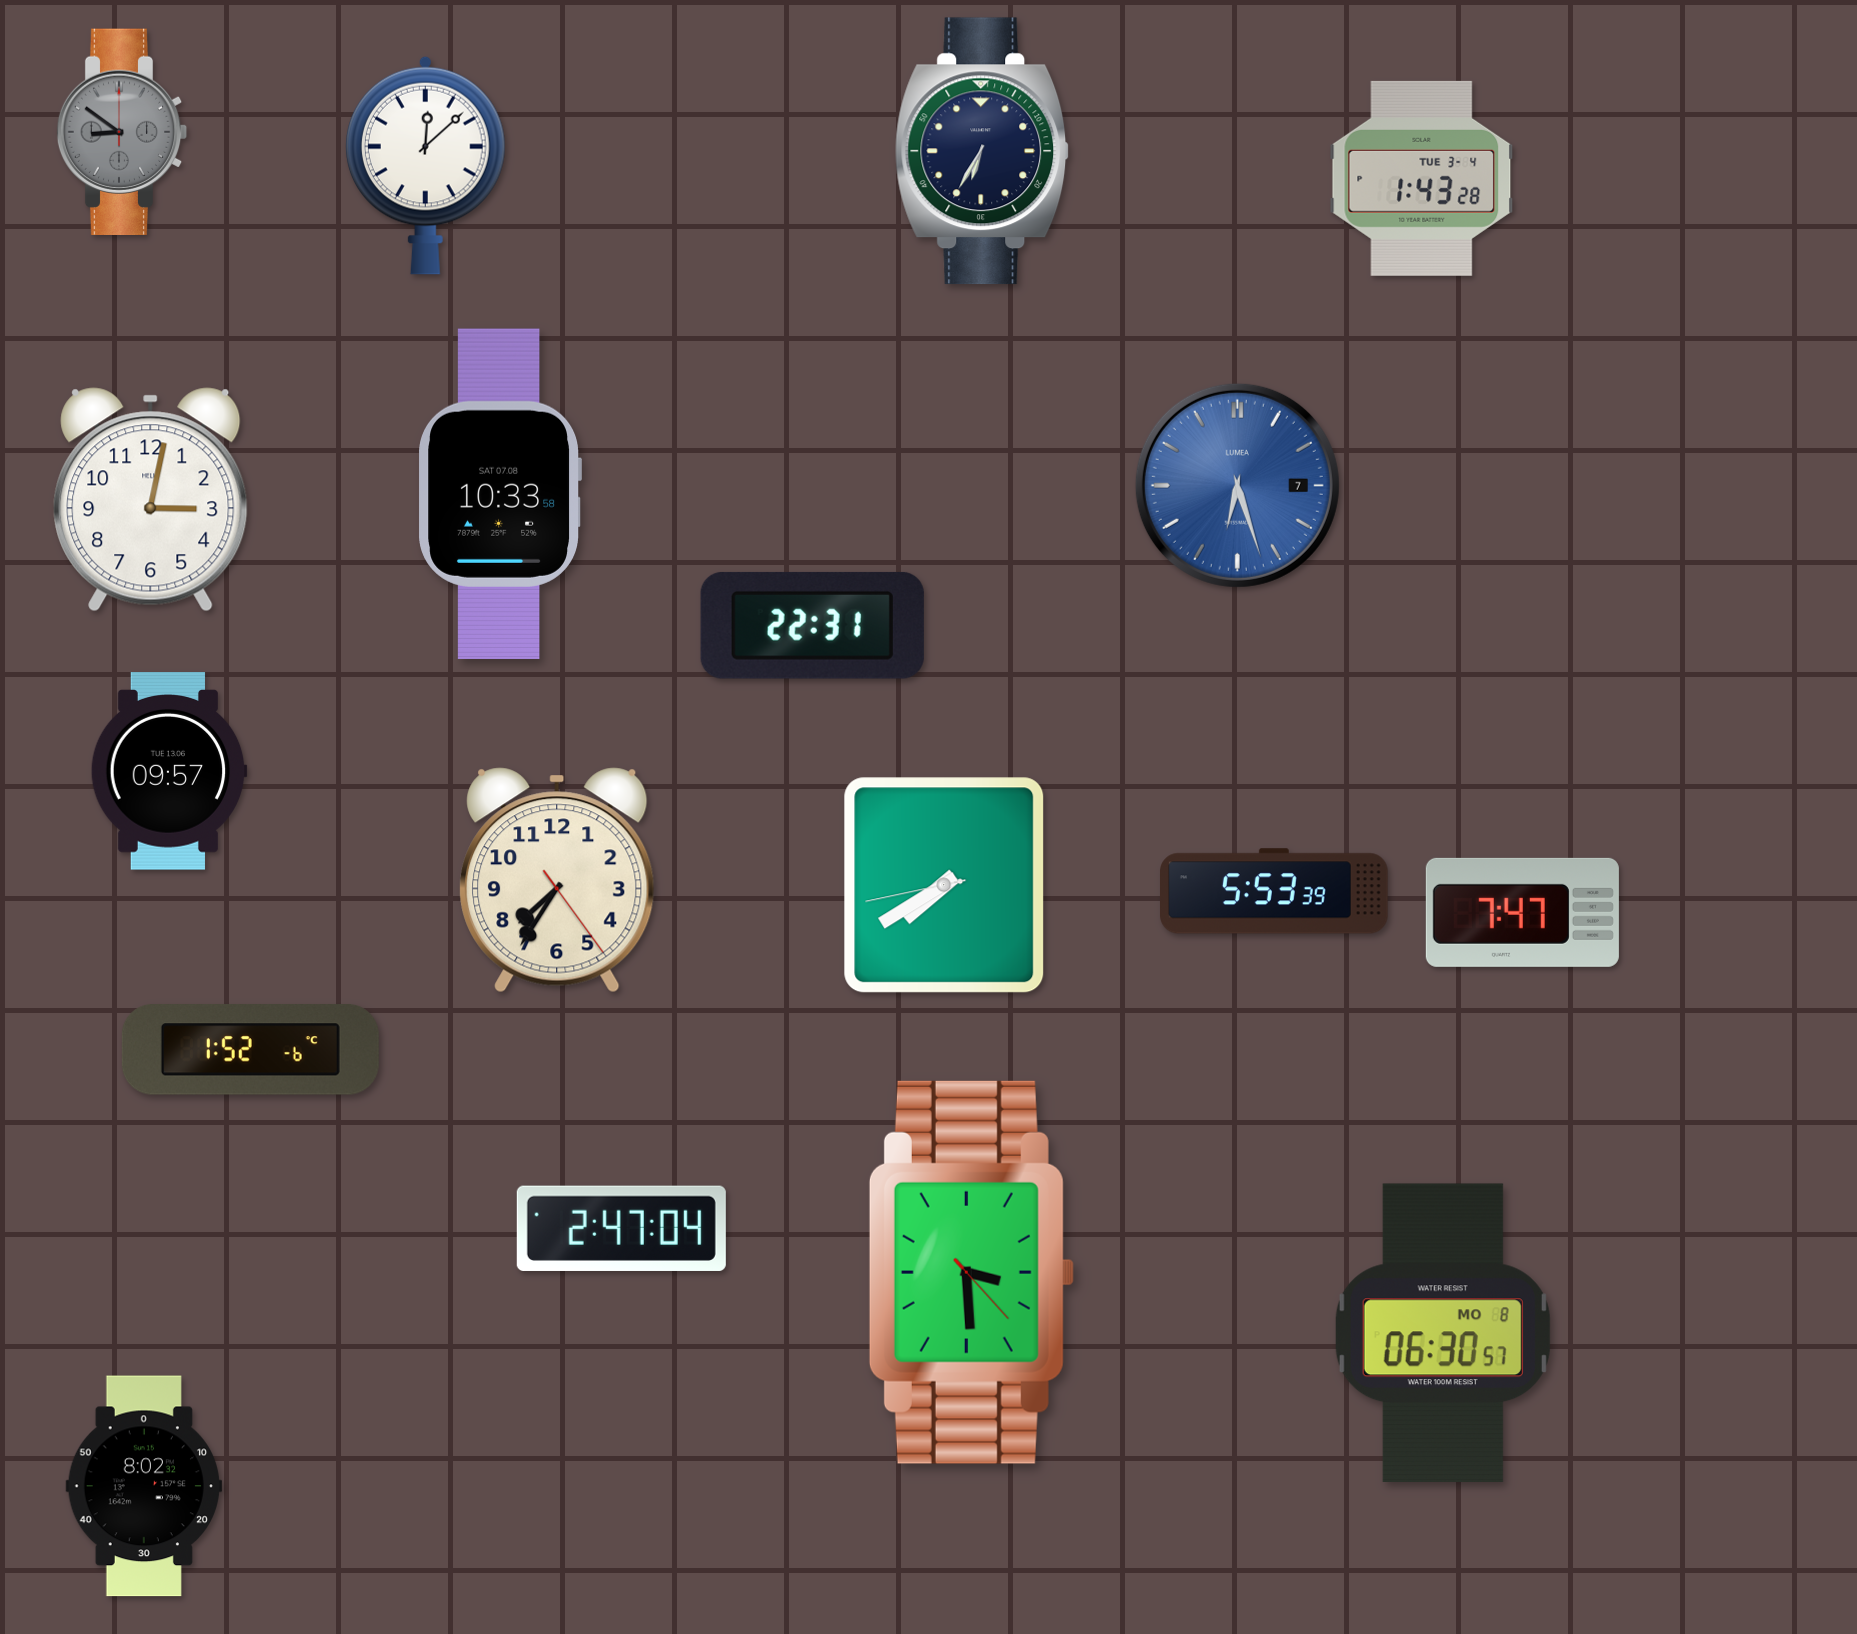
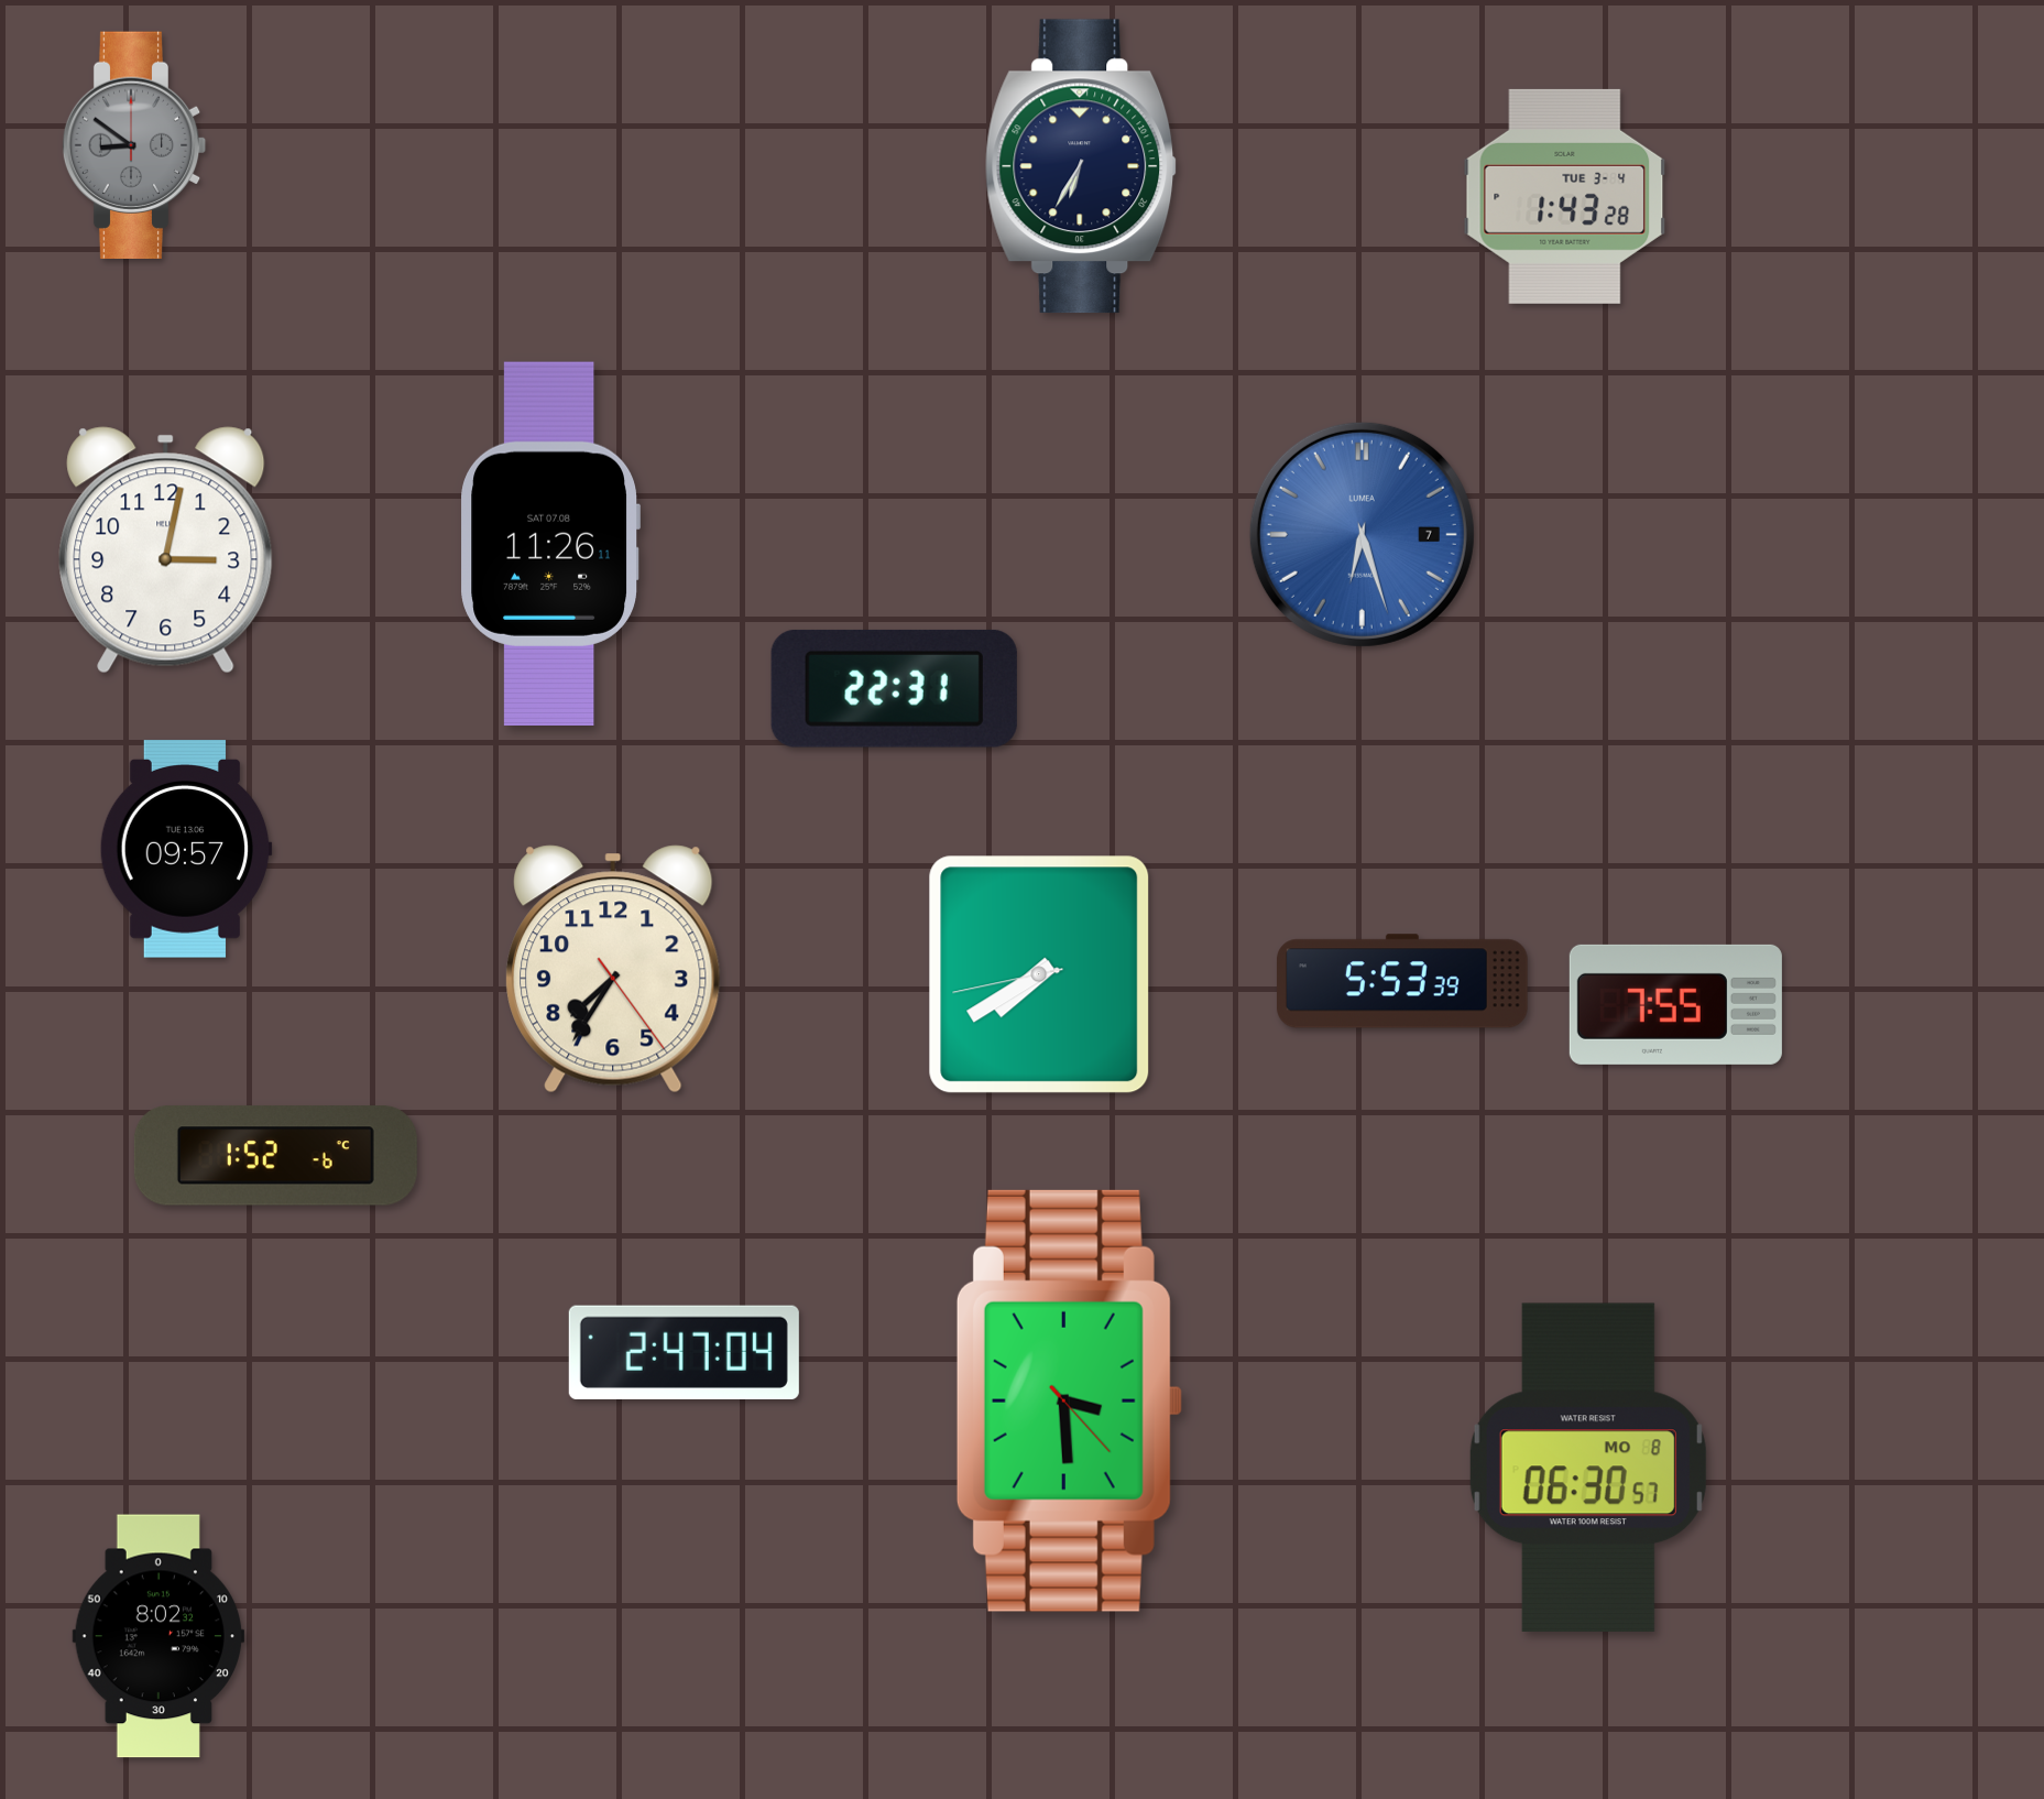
clock at (425, 165): 12:08 -> none
clock at (500, 494): 10:33 -> 11:26
clock at (1522, 912): 7:47 -> 7:55
